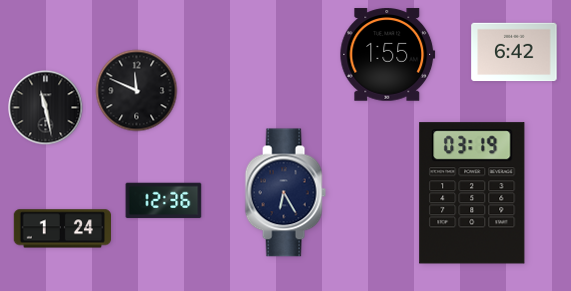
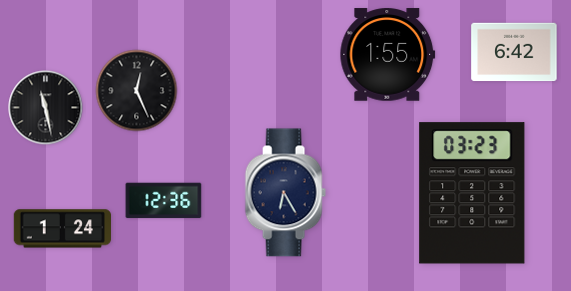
clock at (137, 91): 11:49 -> 12:26
clock at (472, 193): 03:19 -> 03:23
